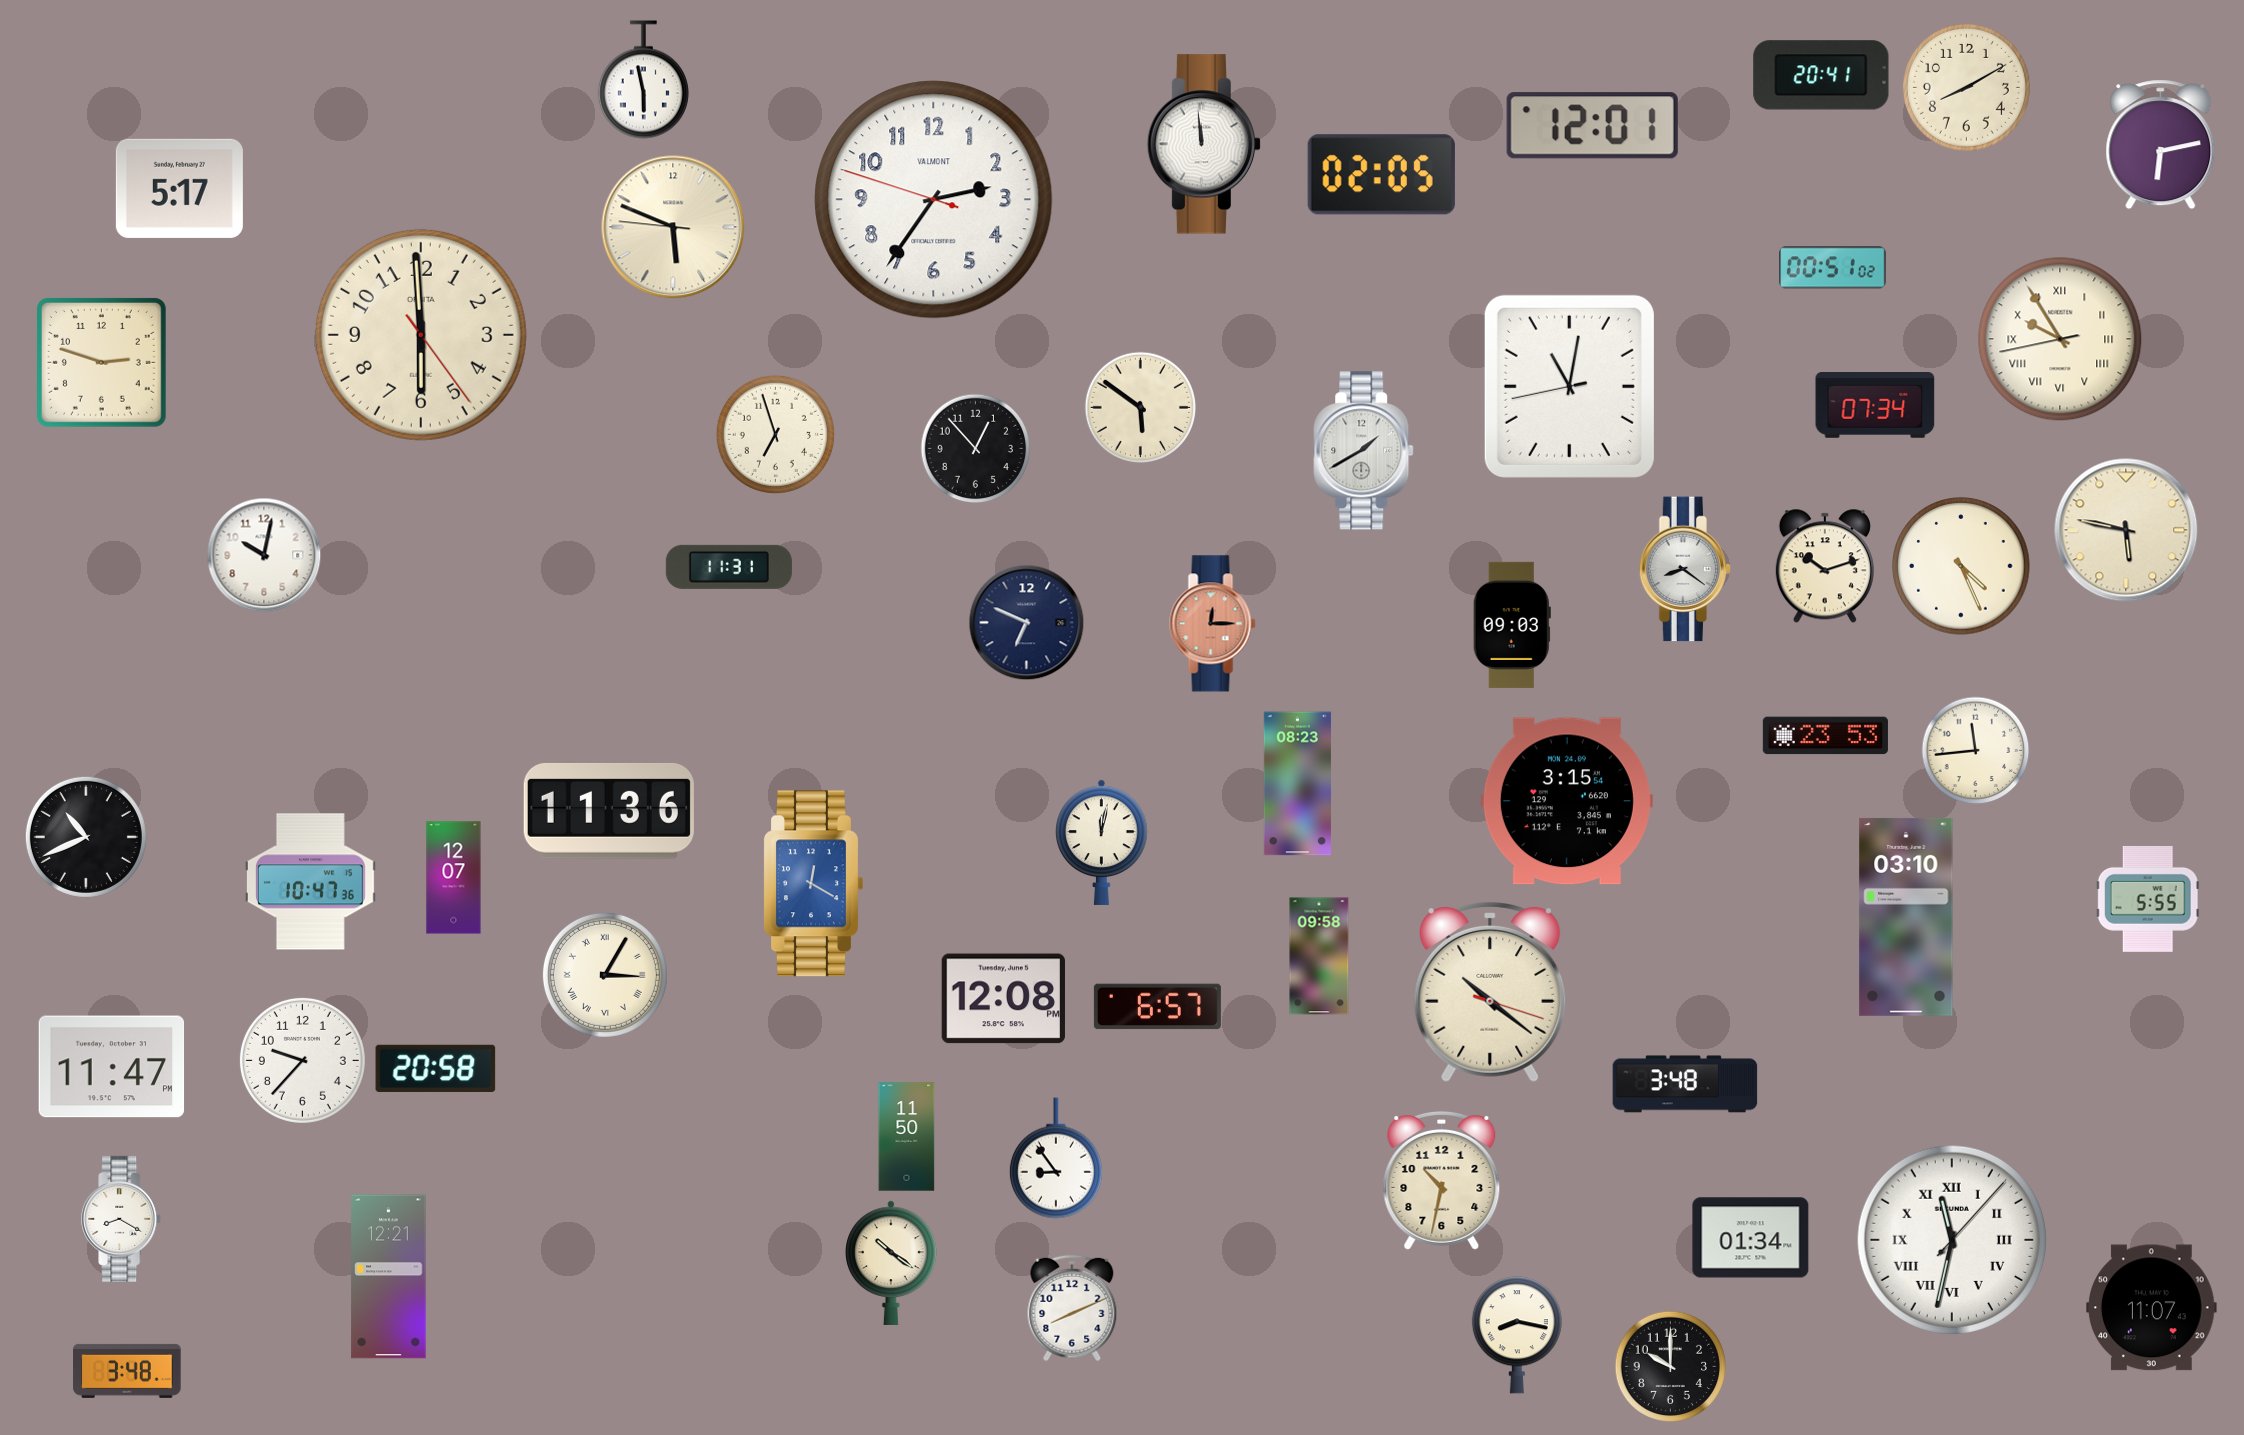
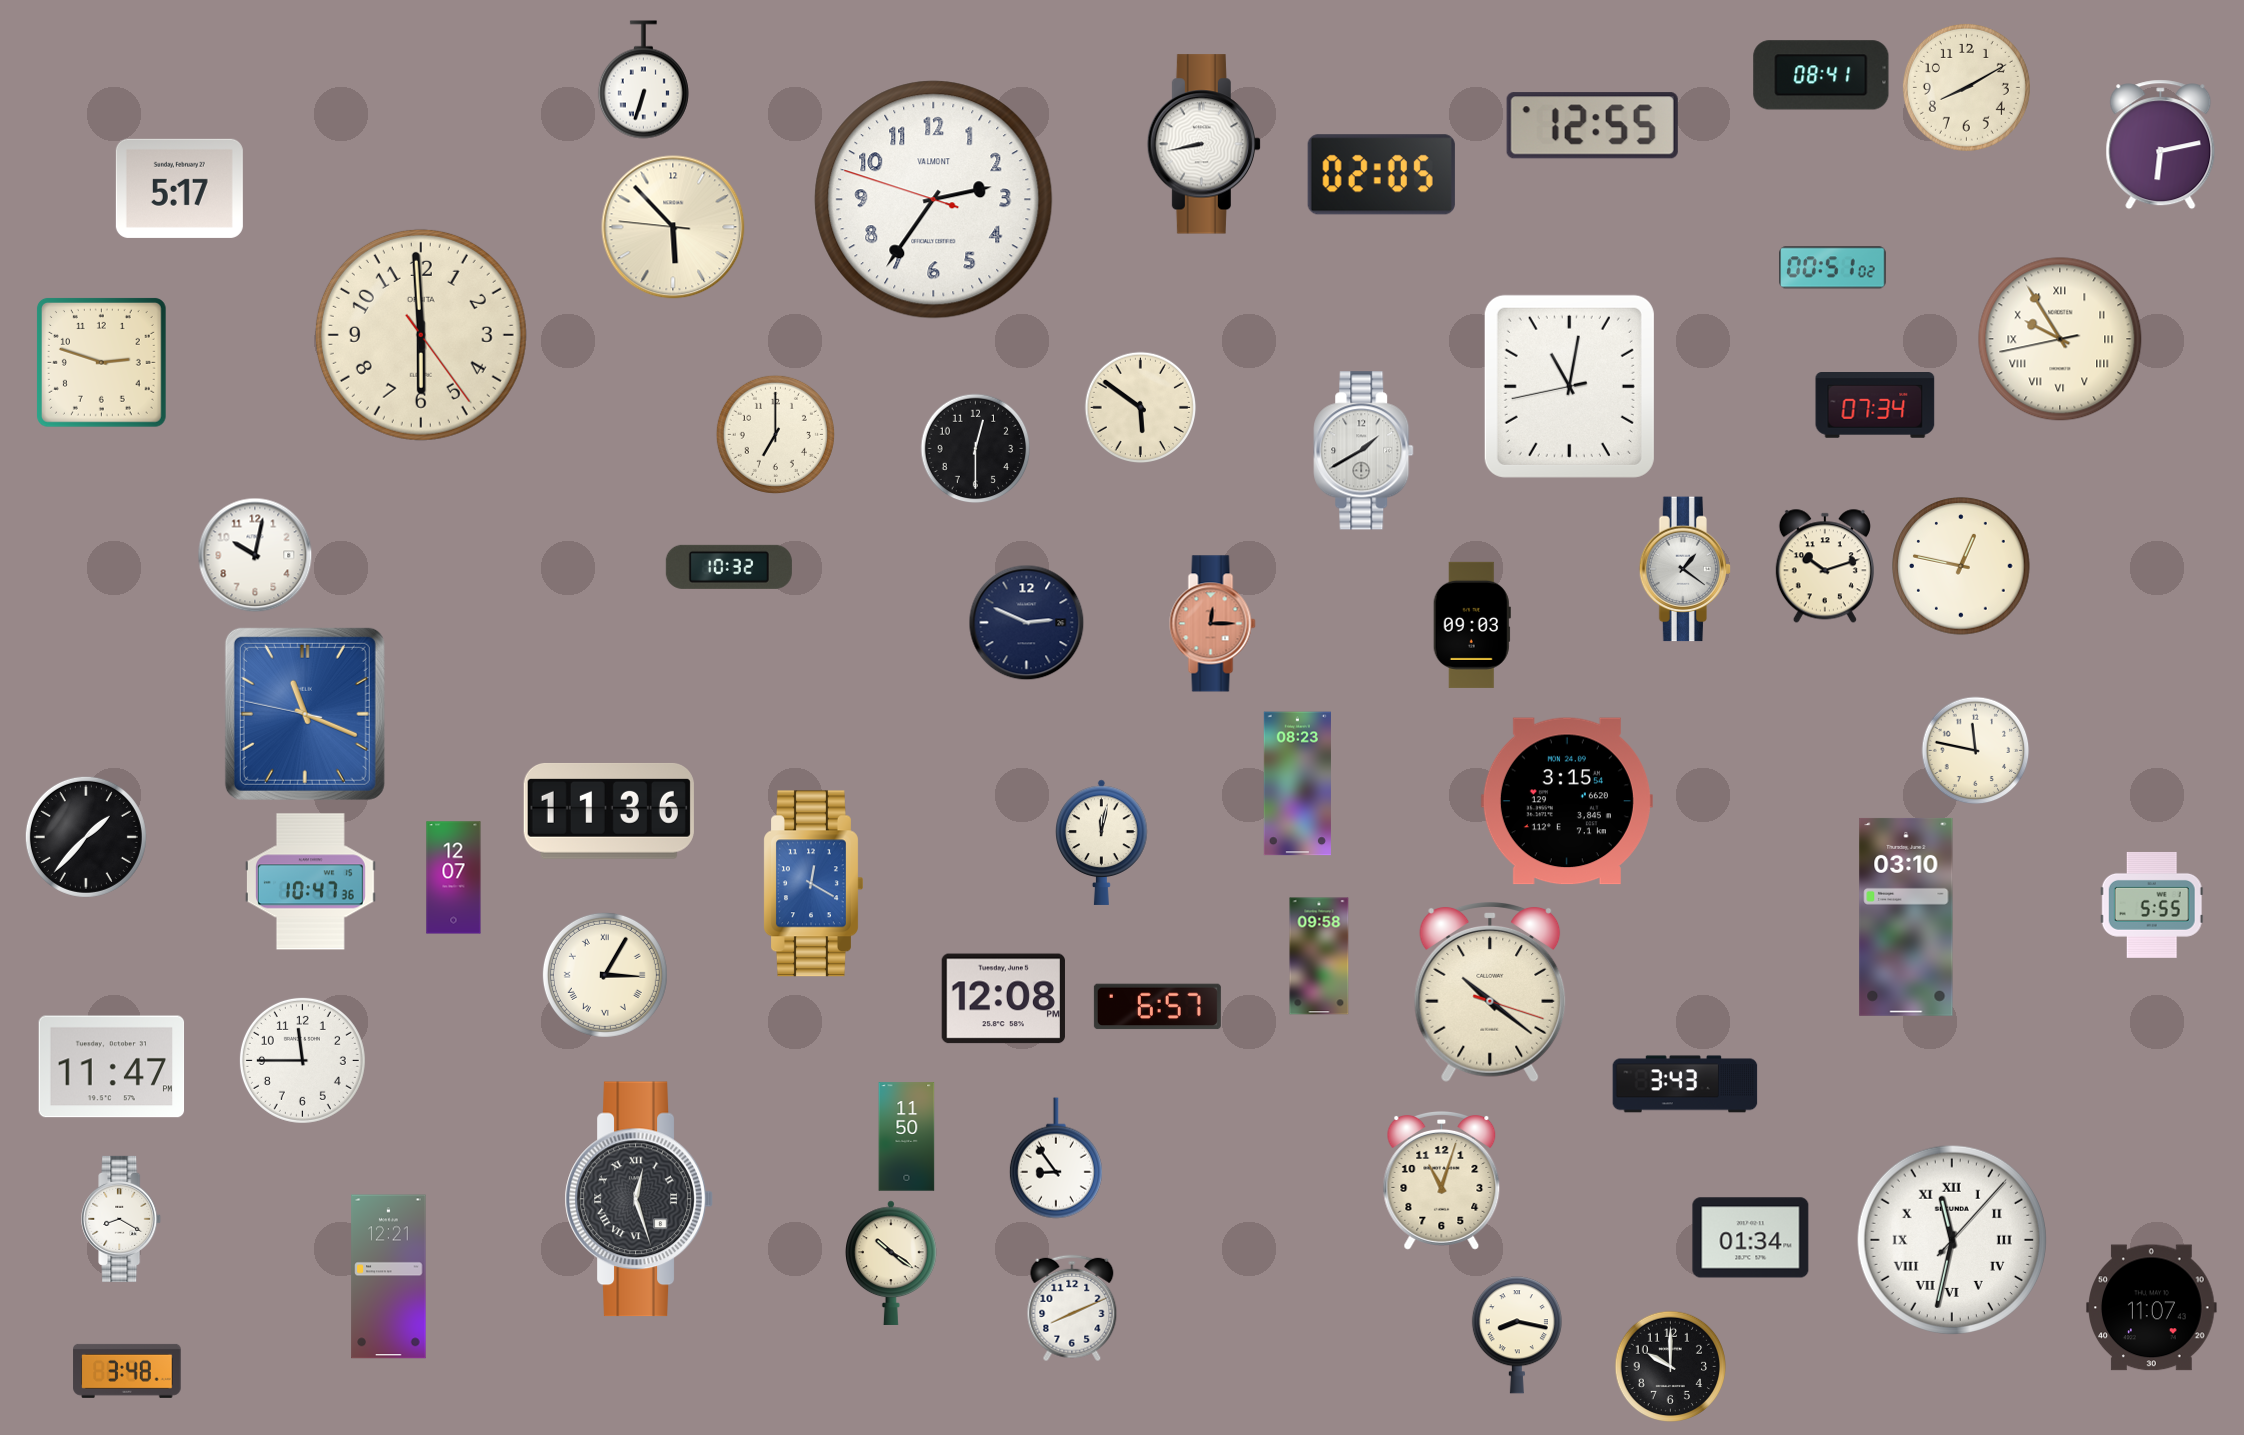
clock at (1821, 75): 20:41 -> 08:41
clock at (643, 80): 5:58 -> 6:33
clock at (1592, 126): 12:01 -> 12:55
clock at (1203, 144): 11:59 -> 8:43
clock at (673, 227): 5:48 -> 5:52
clock at (775, 434): 6:57 -> 7:00
clock at (976, 449): 12:53 -> 12:30
clock at (2126, 530): 5:47 -> none
clock at (264, 555) position: (264, 555) -> (255, 555)
clock at (1961, 566): 4:26 -> 12:47
clock at (729, 567): 11:31 -> 10:32
clock at (1685, 569): 8:21 -> 1:21
clock at (1027, 623): 6:49 -> 2:49
clock at (1512, 625) position: (1512, 625) -> (1472, 625)
clock at (305, 714): none -> 11:18
clock at (1825, 736): 23:53 -> none
clock at (1976, 751): 11:44 -> 11:47
clock at (86, 837): 10:41 -> 1:37
clock at (2148, 899) position: (2148, 899) -> (2152, 905)
clock at (302, 1060): 9:37 -> 11:45
clock at (436, 1068): 20:58 -> none
clock at (1685, 1084): 3:48 -> 3:43
clock at (1442, 1180): 10:32 -> 11:03
clock at (639, 1199): none -> 12:27
